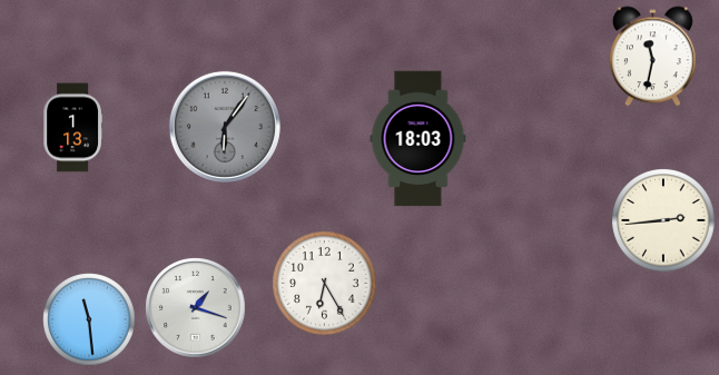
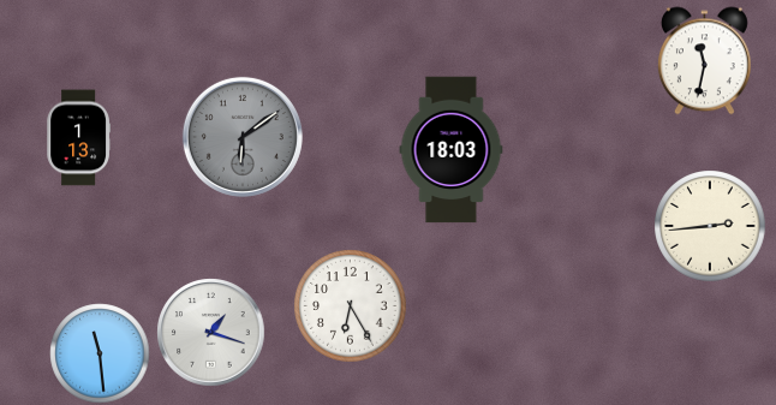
clock at (225, 127): 6:06 -> 6:09
clock at (663, 220) position: (663, 220) -> (710, 226)
clock at (89, 319) position: (89, 319) -> (100, 353)
